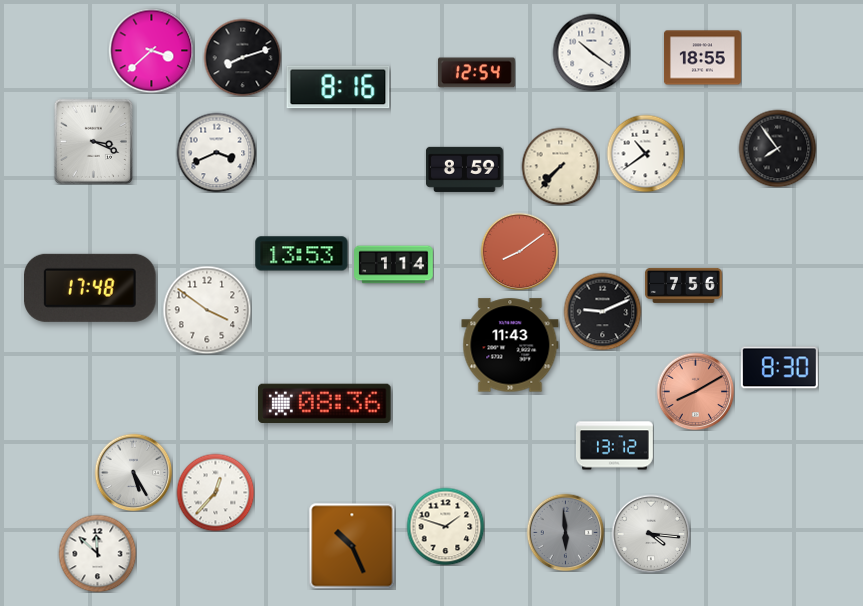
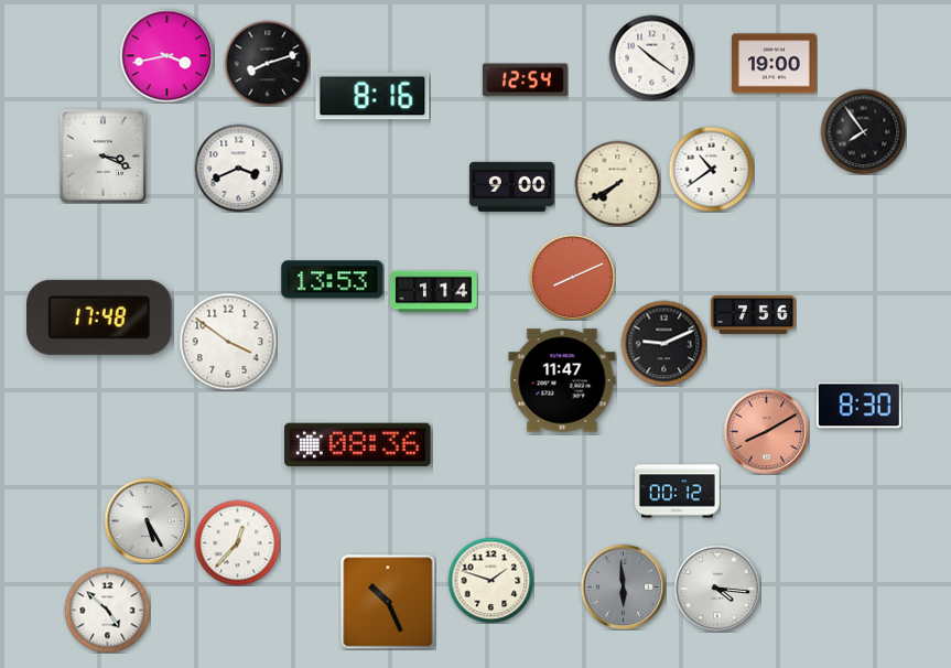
clock at (151, 50): 3:38 -> 3:43
clock at (702, 58): 18:55 -> 19:00
clock at (777, 148) position: (777, 148) -> (863, 131)
clock at (560, 166): 7:37 -> 7:40
clock at (464, 169): 8:59 -> 9:00
clock at (519, 251): 8:09 -> 8:11
clock at (510, 345): 11:43 -> 11:47
clock at (614, 446): 13:12 -> 00:12
clock at (97, 553): 11:52 -> 4:52
